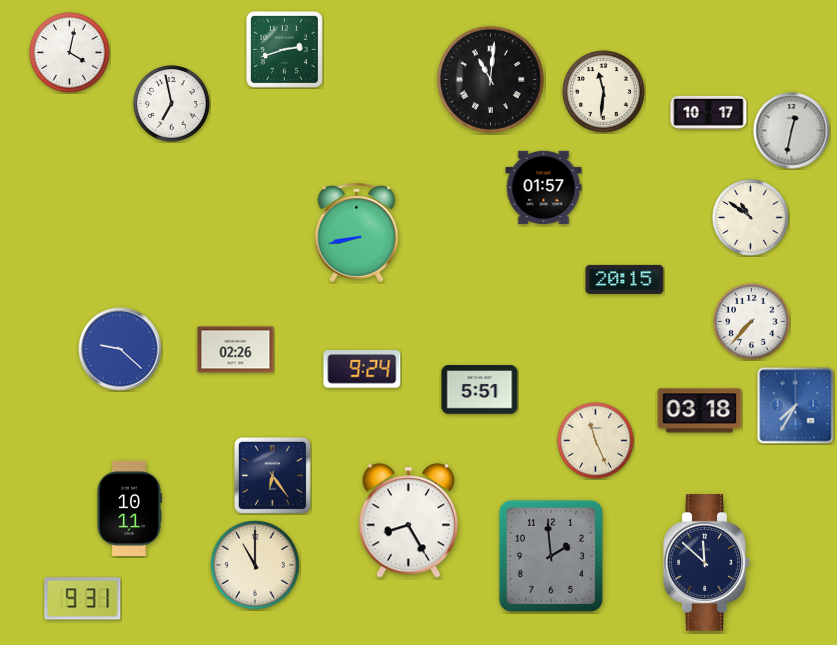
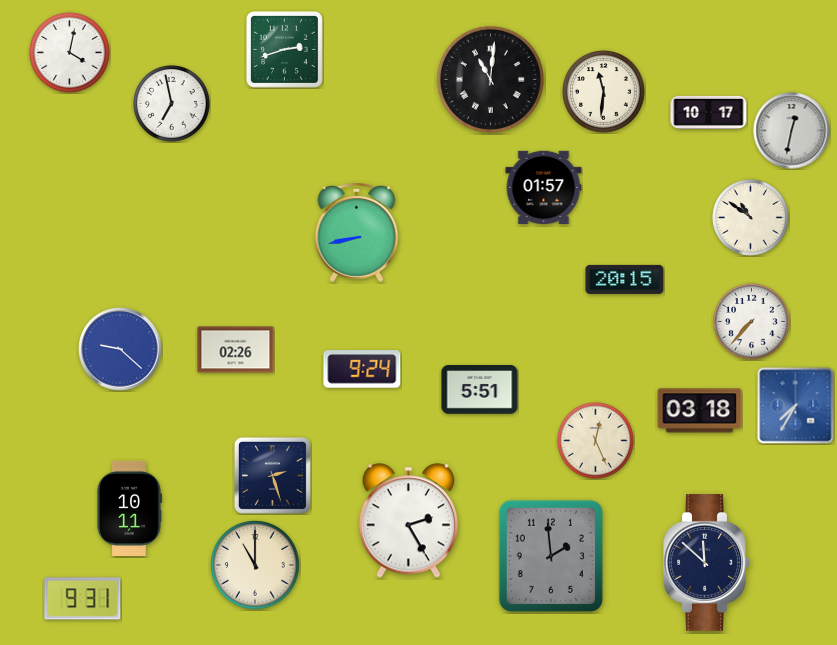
clock at (596, 441): 11:26 -> 12:26
clock at (272, 475): 6:24 -> 2:27
clock at (408, 521): 8:25 -> 2:25
